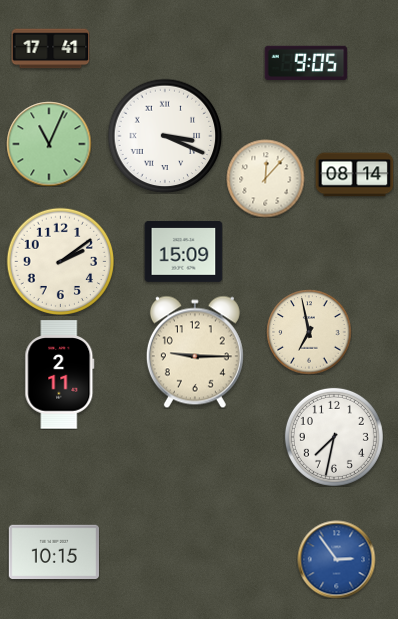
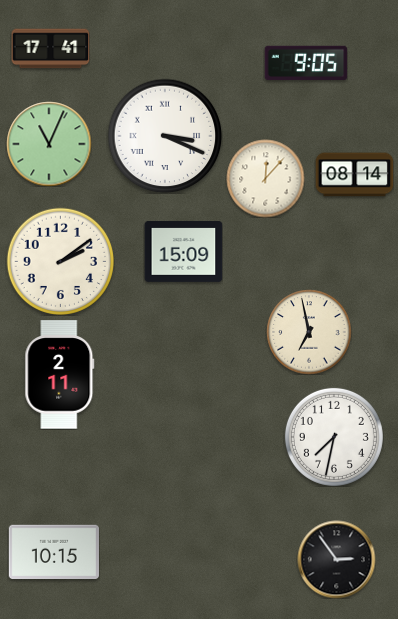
clock at (195, 352): 9:15 -> none
clock at (336, 559) dial: blue -> black
